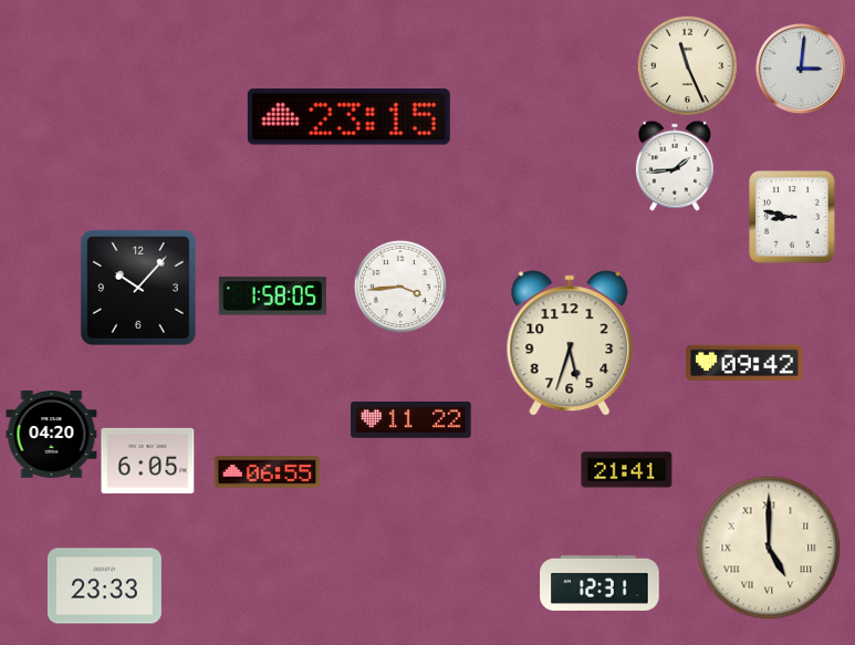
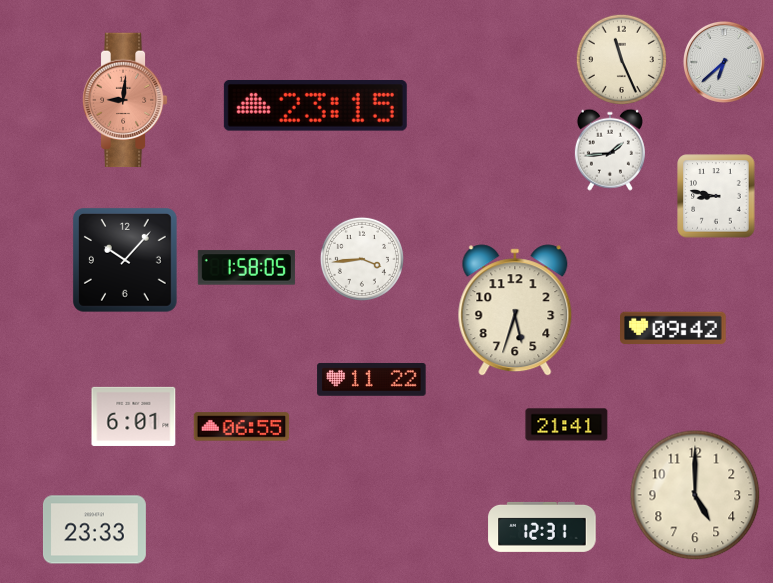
clock at (802, 70): 3:01 -> 6:38
clock at (125, 100): none -> 9:01
clock at (52, 435): 04:20 -> none
clock at (148, 460): 6:05 -> 6:01
clock at (769, 548) numerals: Roman -> Arabic
